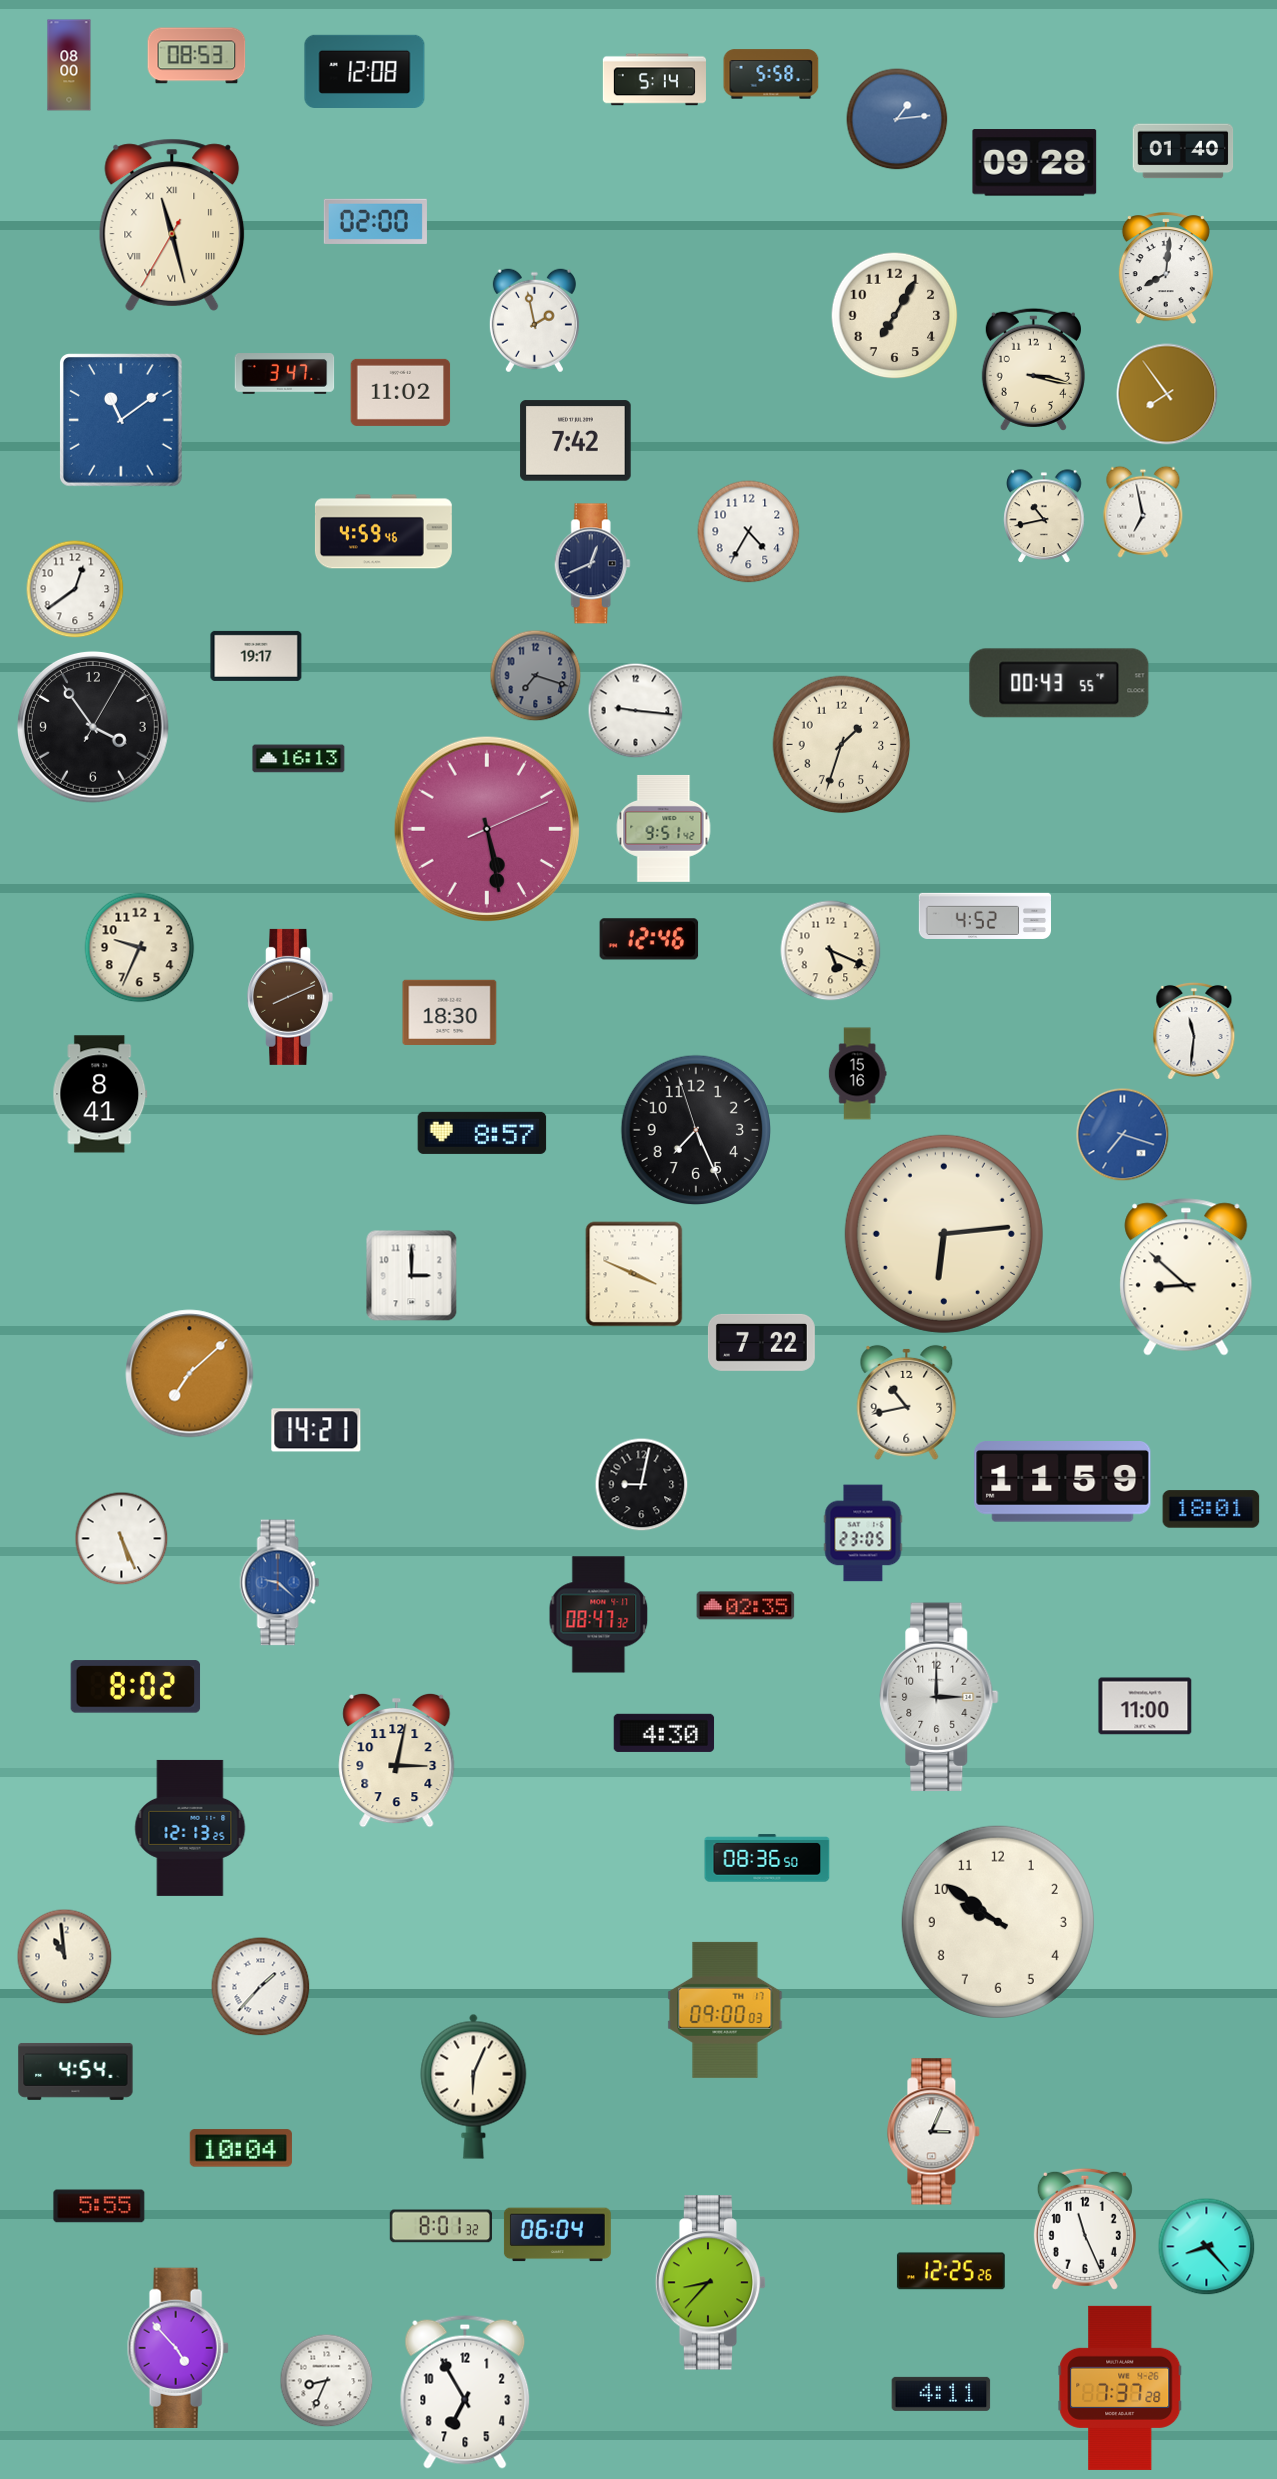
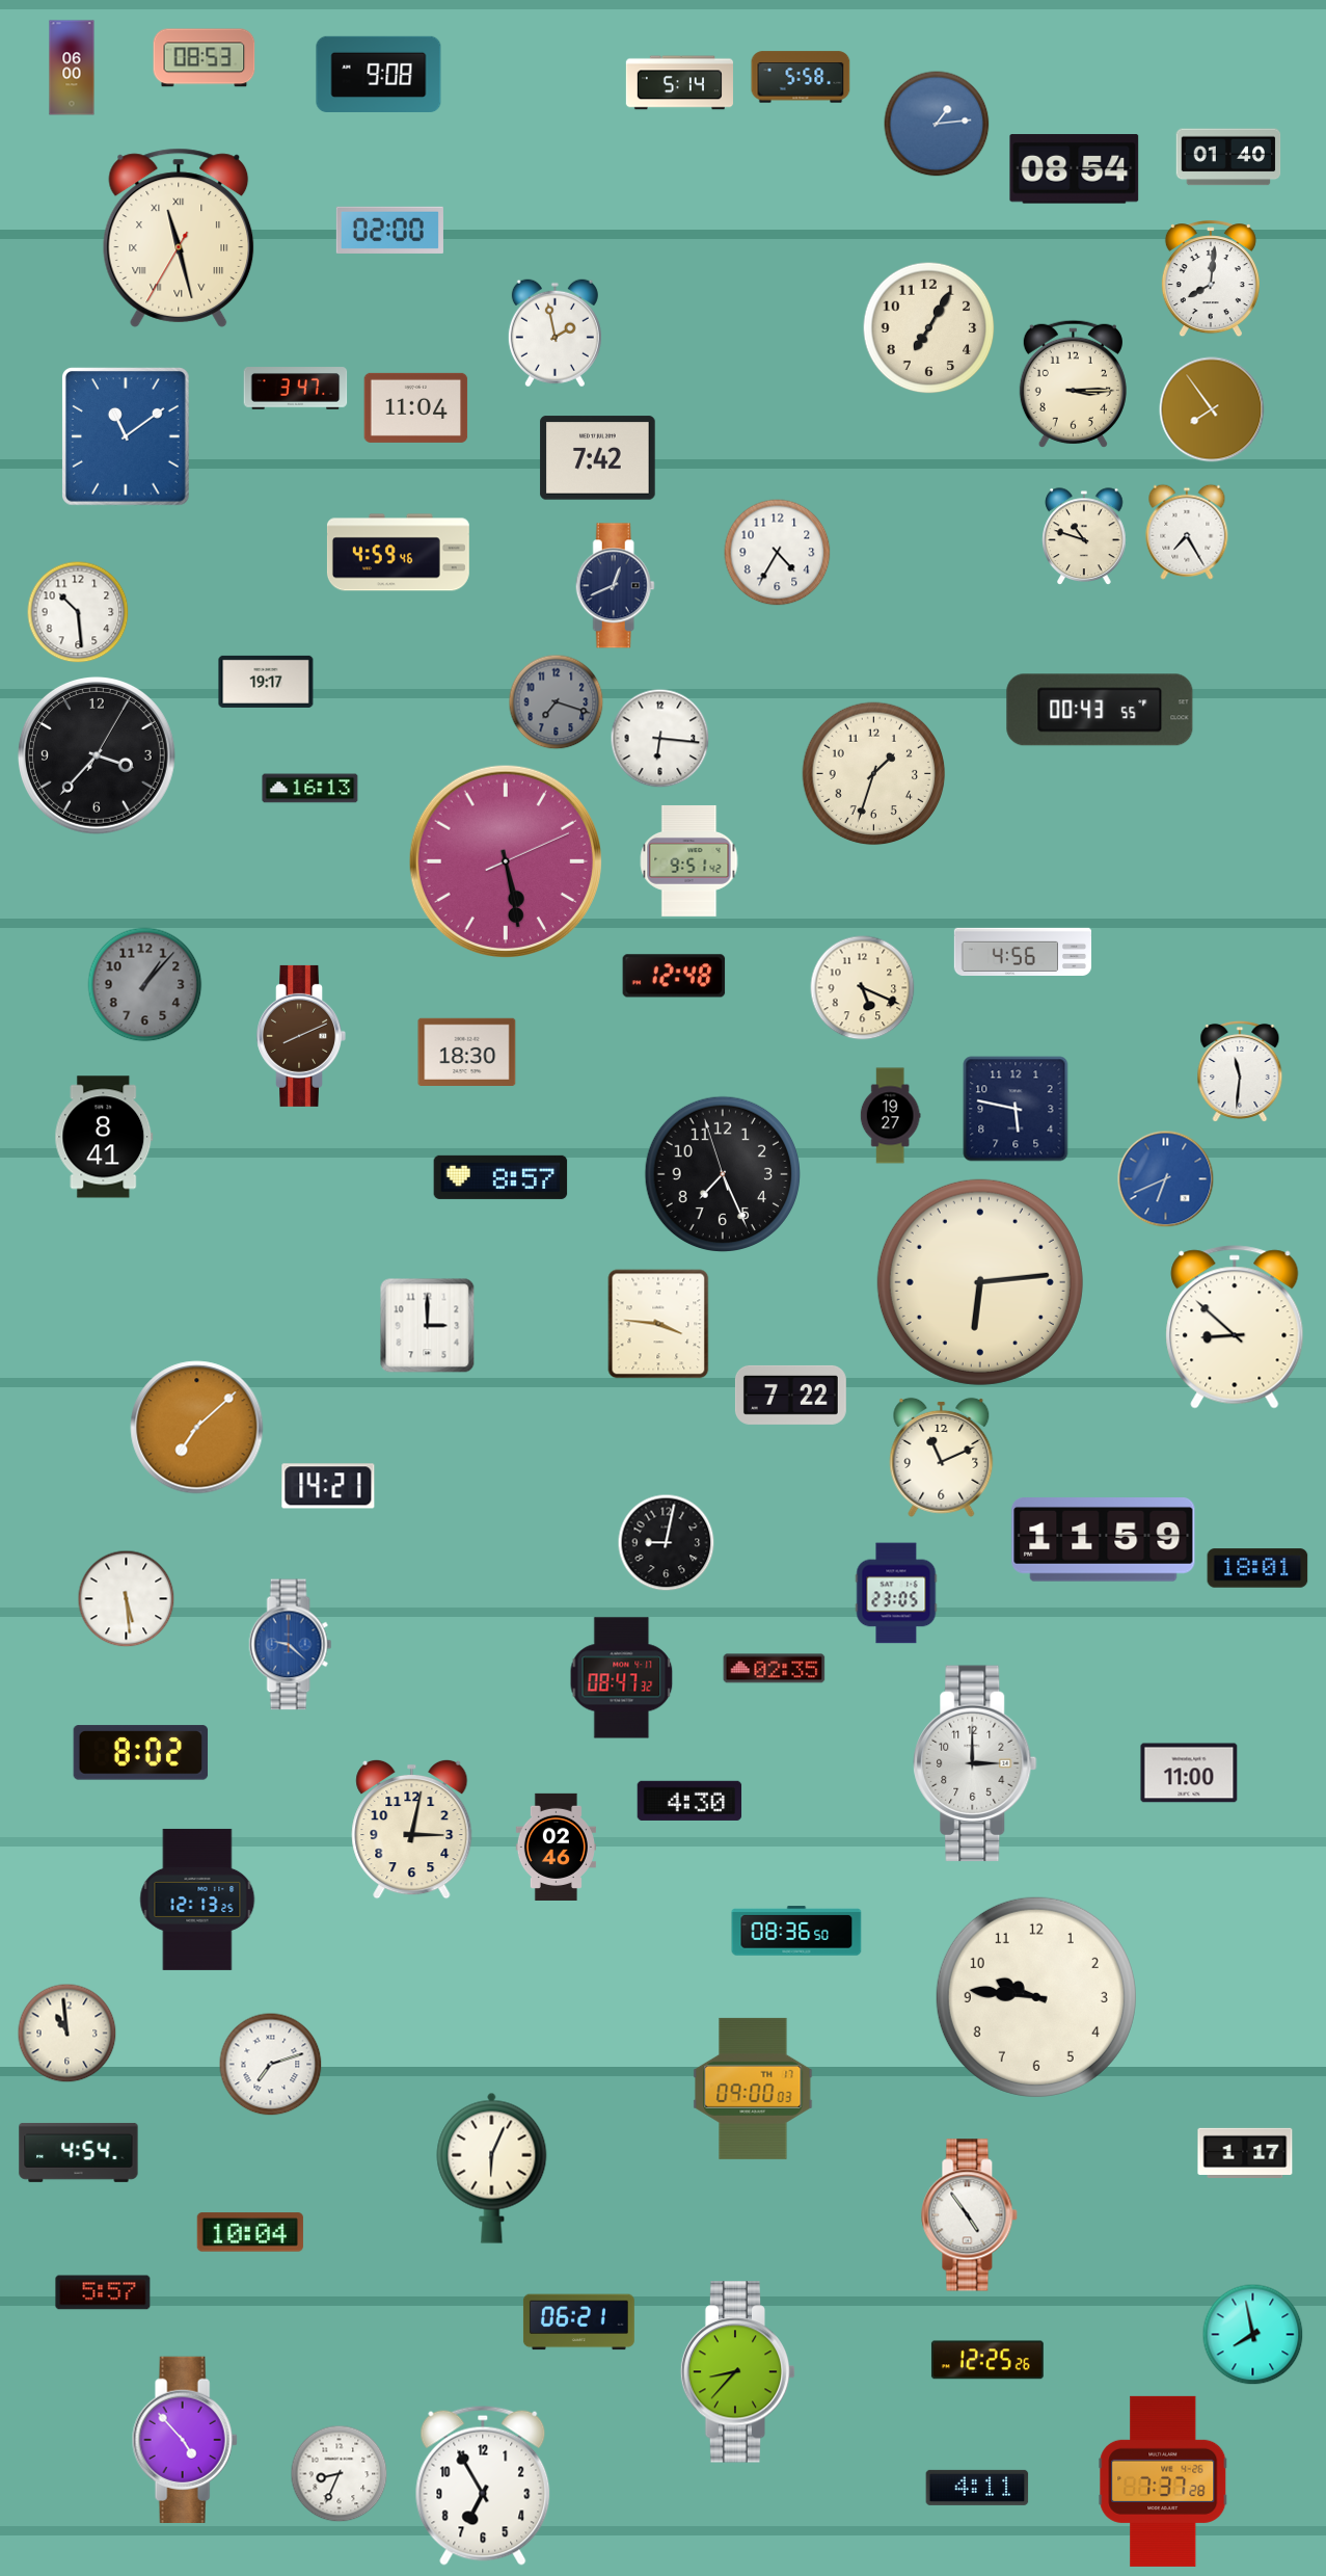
clock at (69, 65): 08:00 -> 06:00
clock at (365, 71): 12:08 -> 9:08
clock at (897, 119) position: (897, 119) -> (937, 124)
clock at (1035, 163): 09:28 -> 08:54
clock at (172, 225) position: (172, 225) -> (179, 238)
clock at (1033, 369): 3:17 -> 3:15
clock at (401, 392): 11:02 -> 11:04
clock at (1143, 512): 6:58 -> 7:25
clock at (1044, 516): 10:43 -> 10:48
clock at (75, 589): 12:39 -> 10:29
clock at (636, 711): 9:16 -> 6:16
clock at (93, 727): 3:54 -> 3:37
clock at (984, 916): 4:52 -> 4:56
clock at (649, 939): 12:46 -> 12:48
clock at (140, 948): 9:34 -> 1:07
clock at (140, 948) dial: cream -> grey
clock at (1016, 1109): none -> 5:47
clock at (857, 1074): 15:16 -> 19:27
clock at (1123, 1135): 7:18 -> 6:41
clock at (634, 1274): 3:49 -> 3:46
clock at (1186, 1277) position: (1186, 1277) -> (1235, 1327)
clock at (907, 1402): 10:43 -> 11:11
clock at (122, 1539): 5:26 -> 5:29
clock at (556, 1847): none -> 02:46
clock at (998, 1922): 9:51 -> 9:46
clock at (261, 1987): 1:37 -> 7:12
clock at (1245, 2153): none -> 1:17
clock at (934, 2132): 3:04 -> 4:54
clock at (99, 2206): 5:55 -> 5:57
clock at (441, 2226): 8:01 -> none
clock at (1085, 2229): 11:26 -> none
clock at (557, 2235): 06:04 -> 06:21
clock at (1207, 2247): 8:23 -> 7:58
